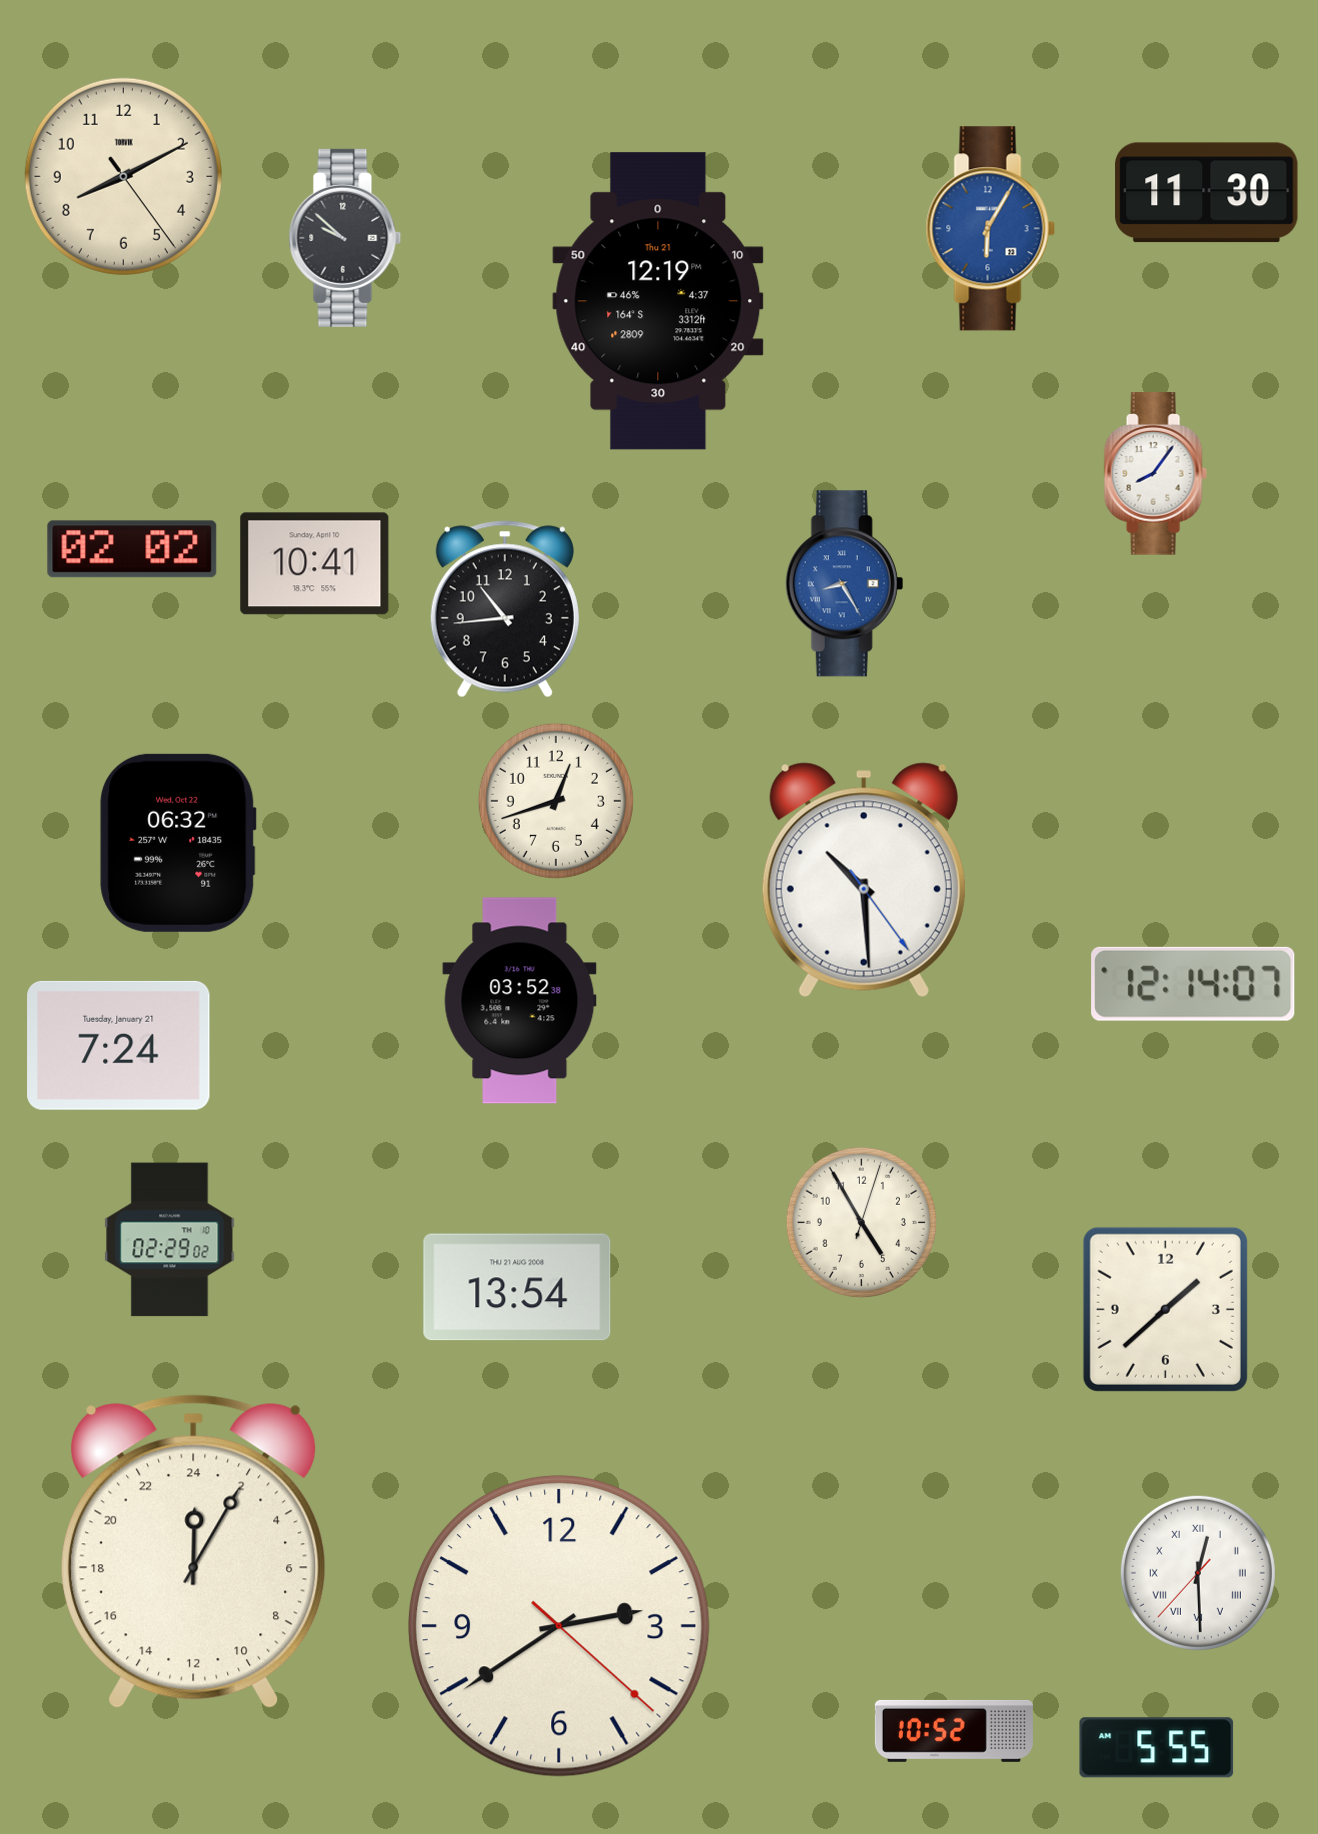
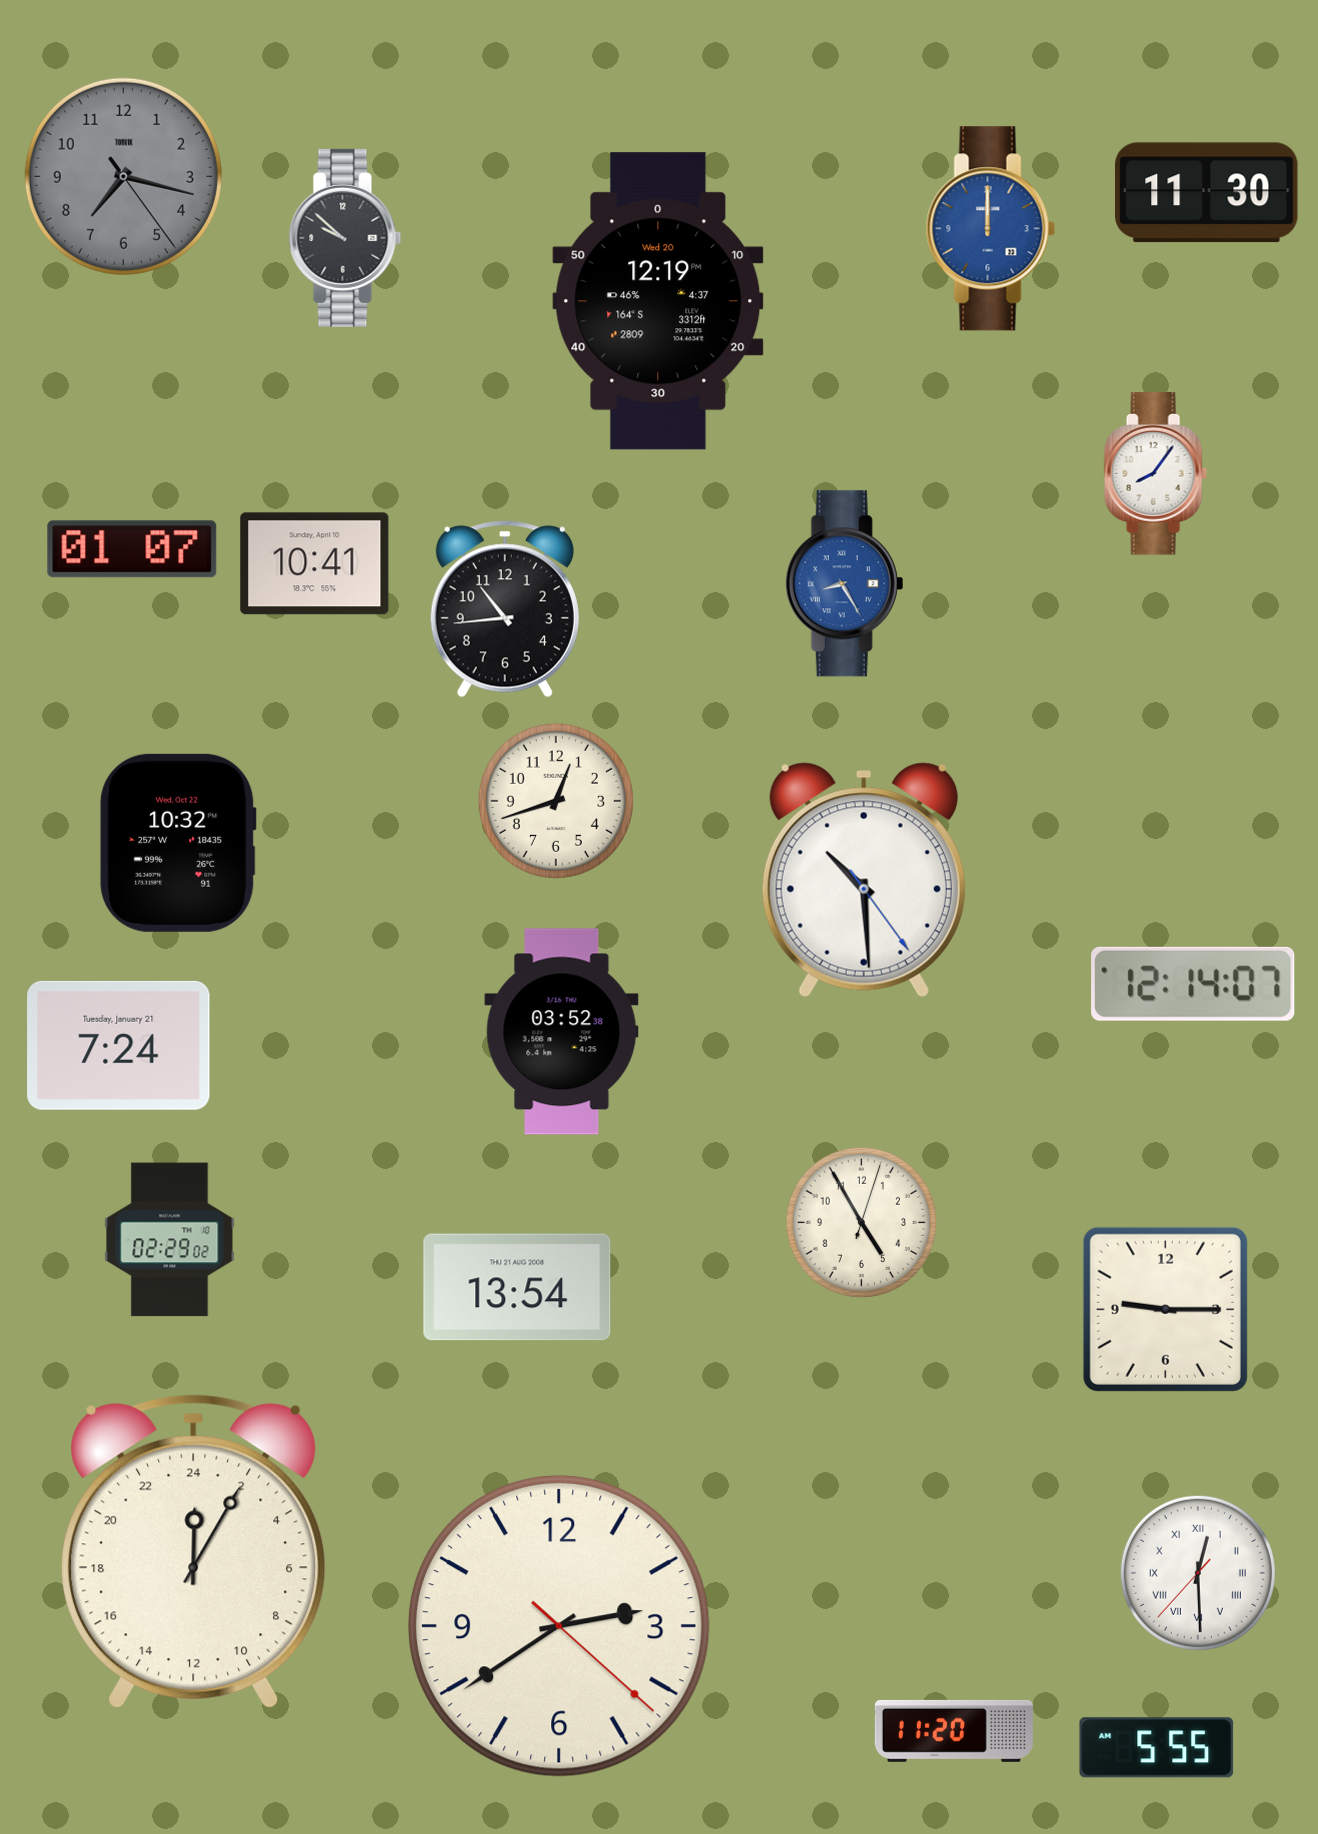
clock at (123, 176): 8:10 -> 7:17
clock at (123, 176) dial: cream -> grey
clock at (990, 229): 6:05 -> 12:00
clock at (658, 301) date: Thu 21 -> Wed 20
clock at (132, 549): 02:02 -> 01:07
clock at (178, 843): 06:32 -> 10:32
clock at (520, 1001) position: (520, 1001) -> (562, 1032)
clock at (1165, 1309): 1:38 -> 9:15
clock at (954, 1731): 10:52 -> 11:20
